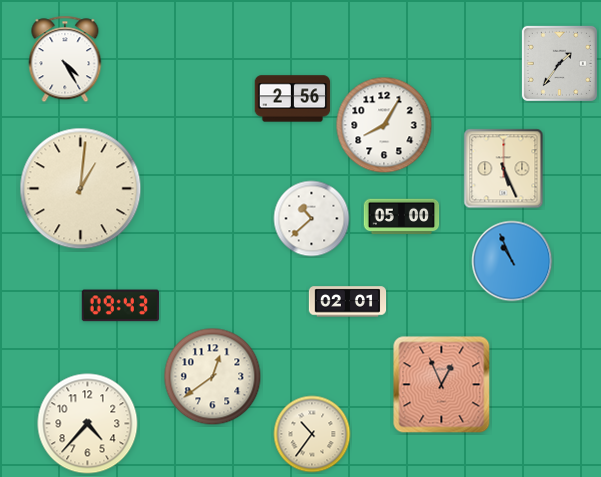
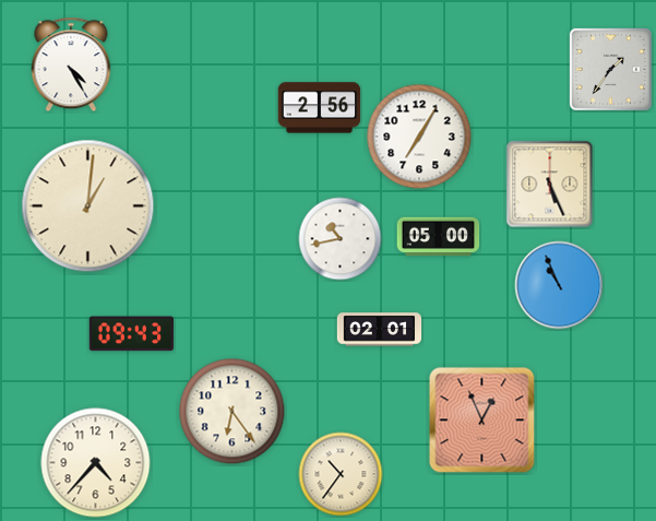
clock at (384, 125): 8:05 -> 7:05
clock at (312, 219): 10:38 -> 10:43
clock at (213, 377): 12:39 -> 6:24
